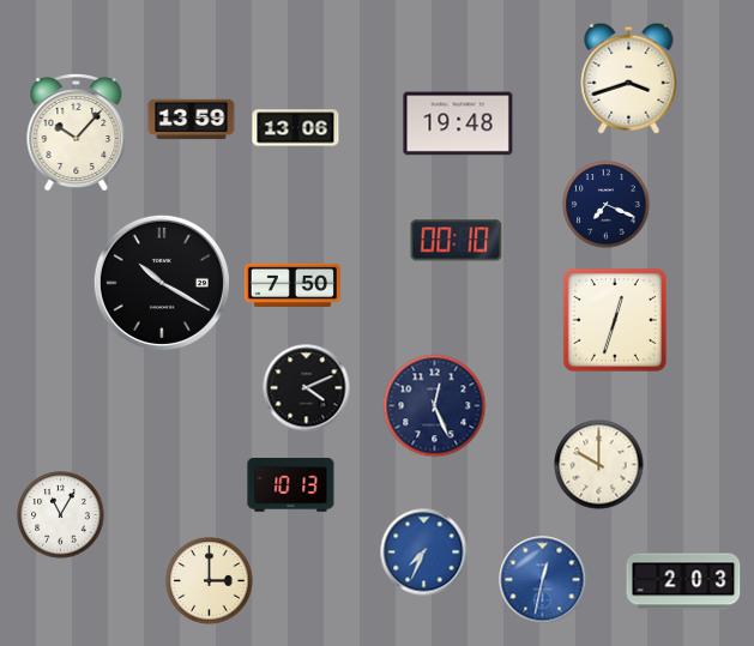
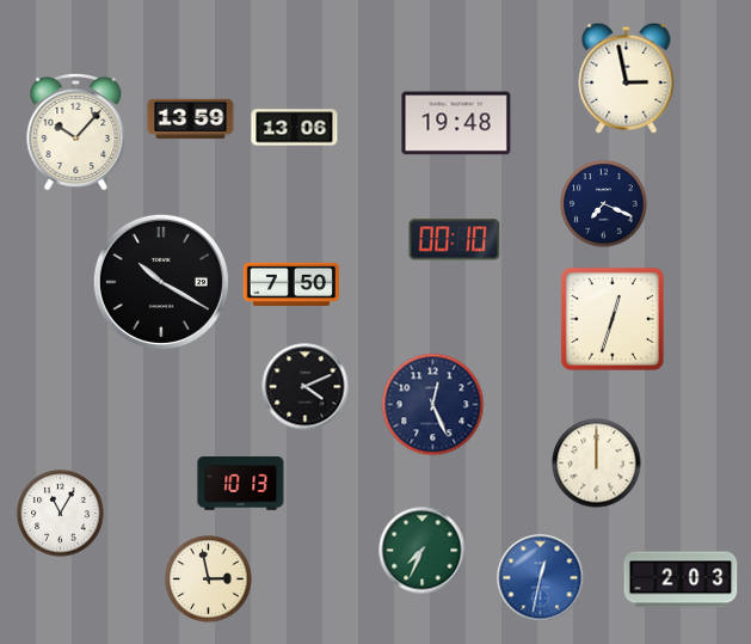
clock at (629, 78): 3:42 -> 2:58
clock at (599, 465): 10:00 -> 12:00
clock at (291, 485) position: (291, 485) -> (241, 484)
clock at (424, 553) dial: blue -> green
clock at (210, 581): 3:00 -> 2:58
